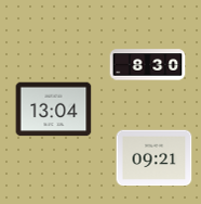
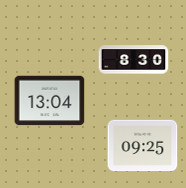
clock at (148, 65) position: (148, 65) -> (134, 60)
clock at (155, 158): 09:21 -> 09:25
